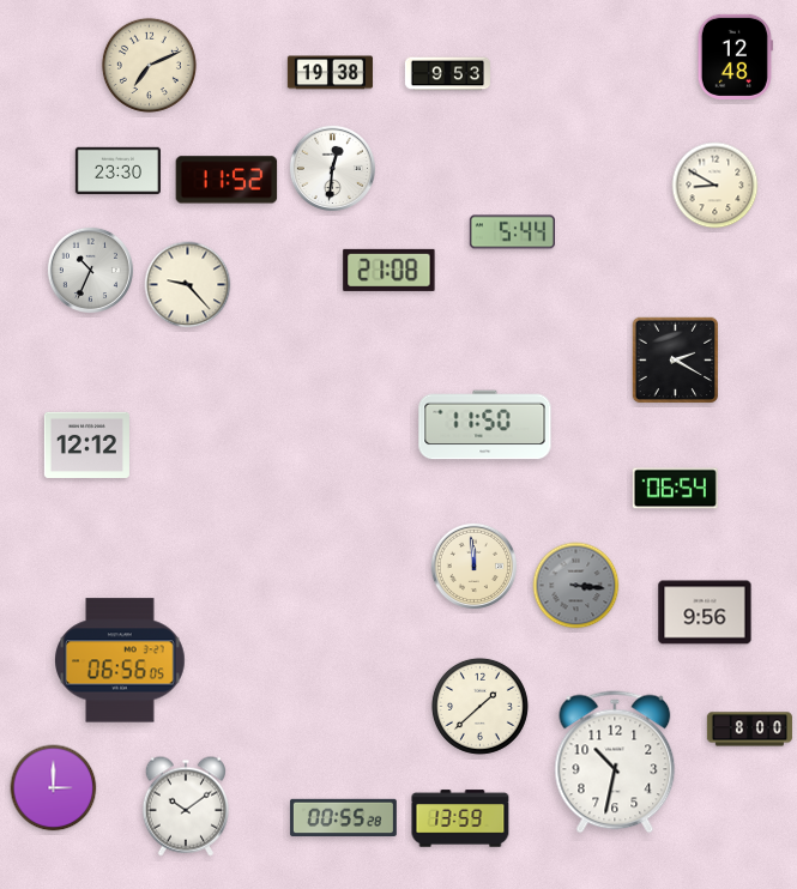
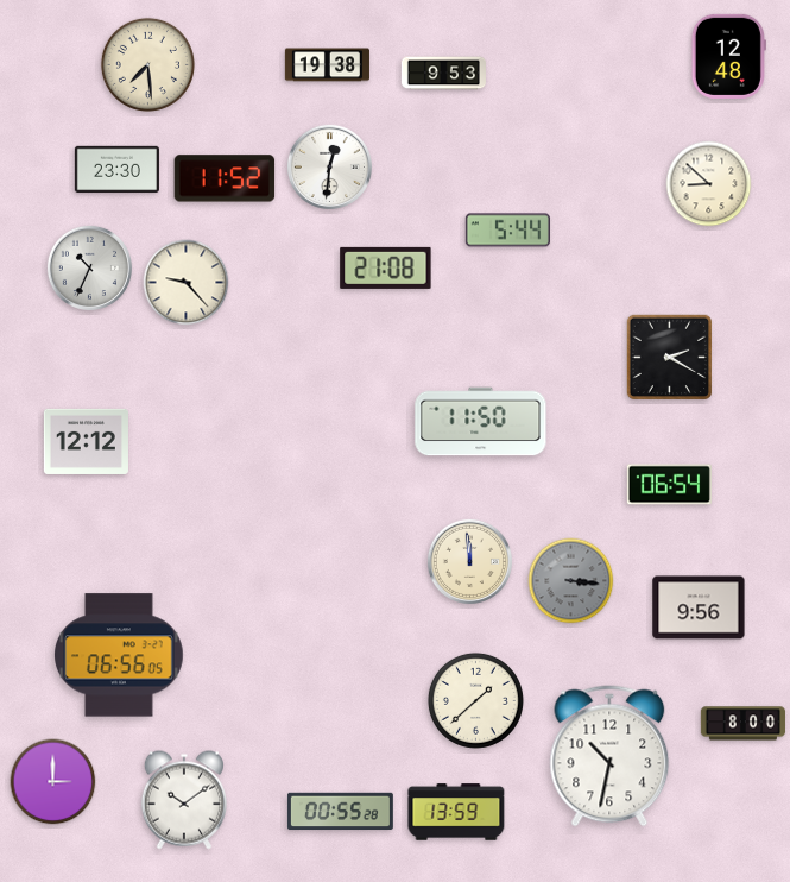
clock at (149, 65): 7:11 -> 7:29
clock at (330, 73) position: (330, 73) -> (327, 65)
clock at (716, 186): 8:50 -> 8:52
